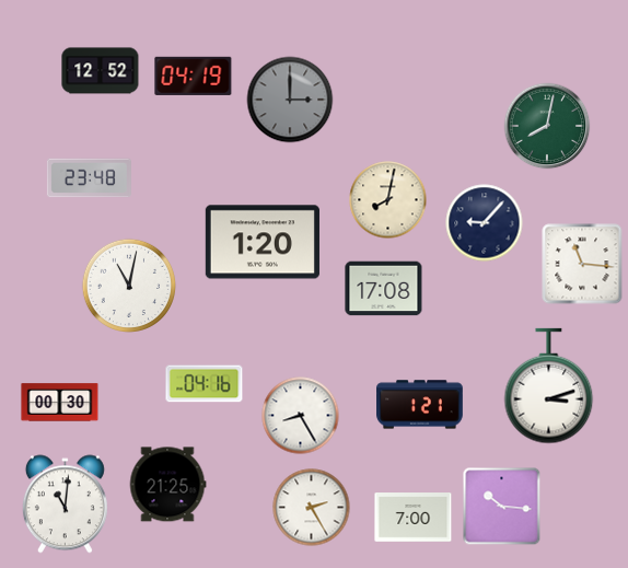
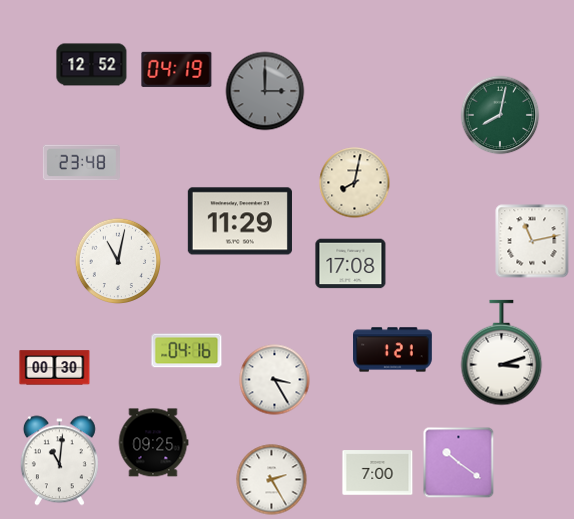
clock at (485, 223): 9:07 -> none
clock at (263, 242): 1:20 -> 11:29
clock at (582, 264): 11:16 -> 11:13
clock at (420, 405) position: (420, 405) -> (393, 350)
clock at (301, 416): 8:25 -> 3:25
clock at (167, 485): 21:25 -> 09:25
clock at (502, 507): 10:16 -> 10:21
clock at (312, 508) position: (312, 508) -> (272, 480)
